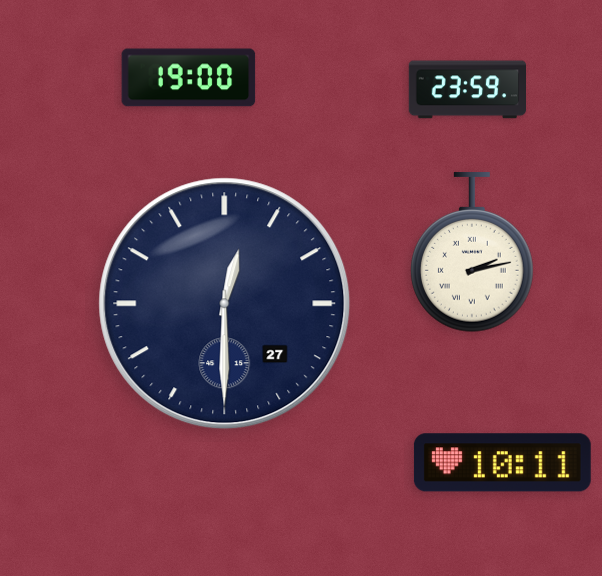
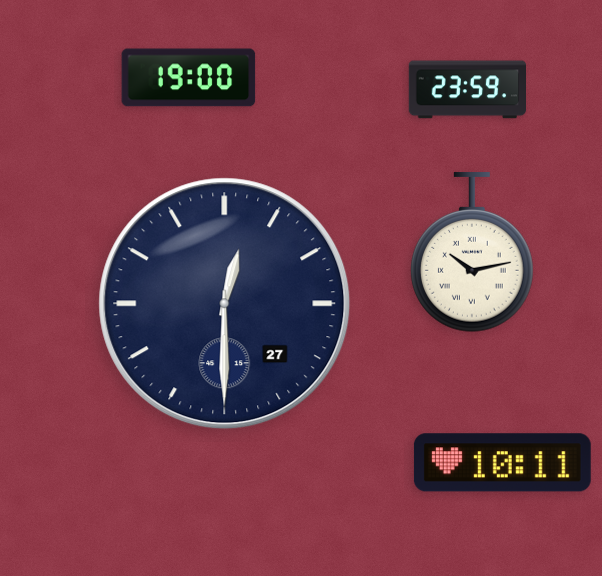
clock at (473, 253): 2:13 -> 10:13
